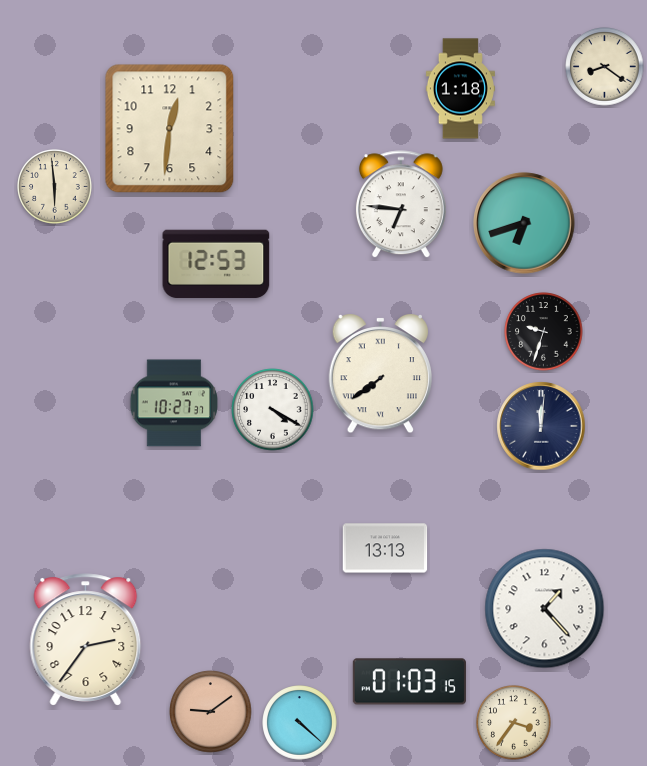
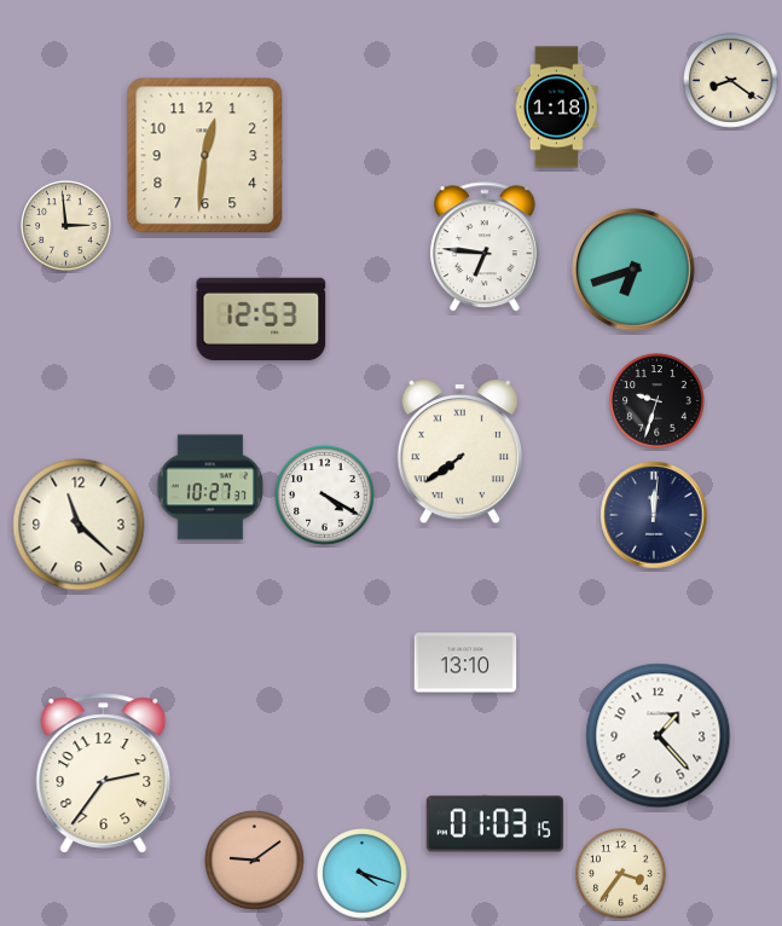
clock at (55, 187): 5:59 -> 2:59
clock at (273, 410) position: (273, 410) -> (325, 496)
clock at (79, 525): none -> 11:22
clock at (385, 548): 13:13 -> 13:10
clock at (300, 723): 4:22 -> 4:18
